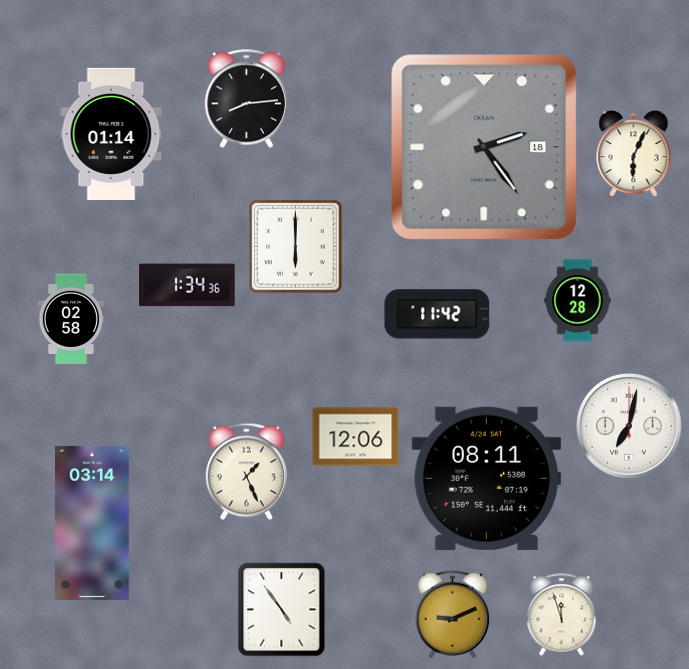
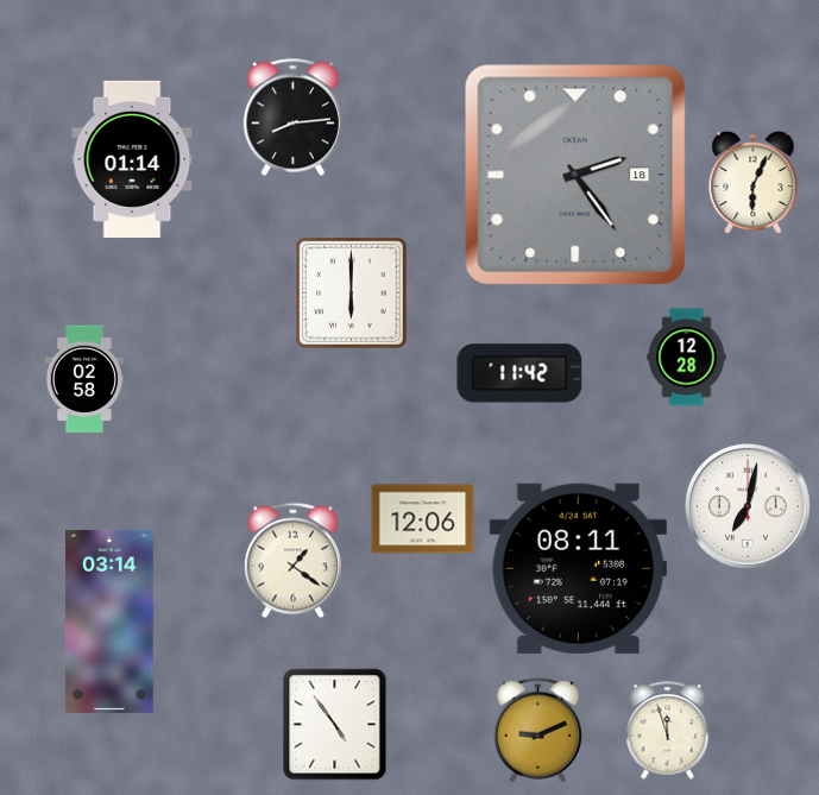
clock at (187, 285): 1:34 -> none
clock at (246, 472): 1:26 -> 1:21
